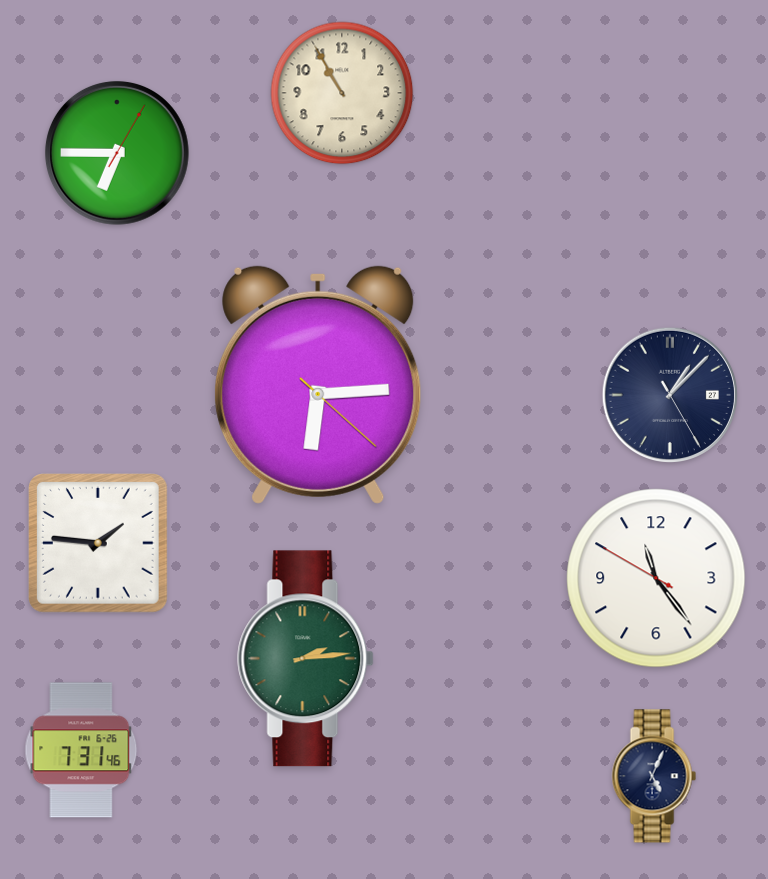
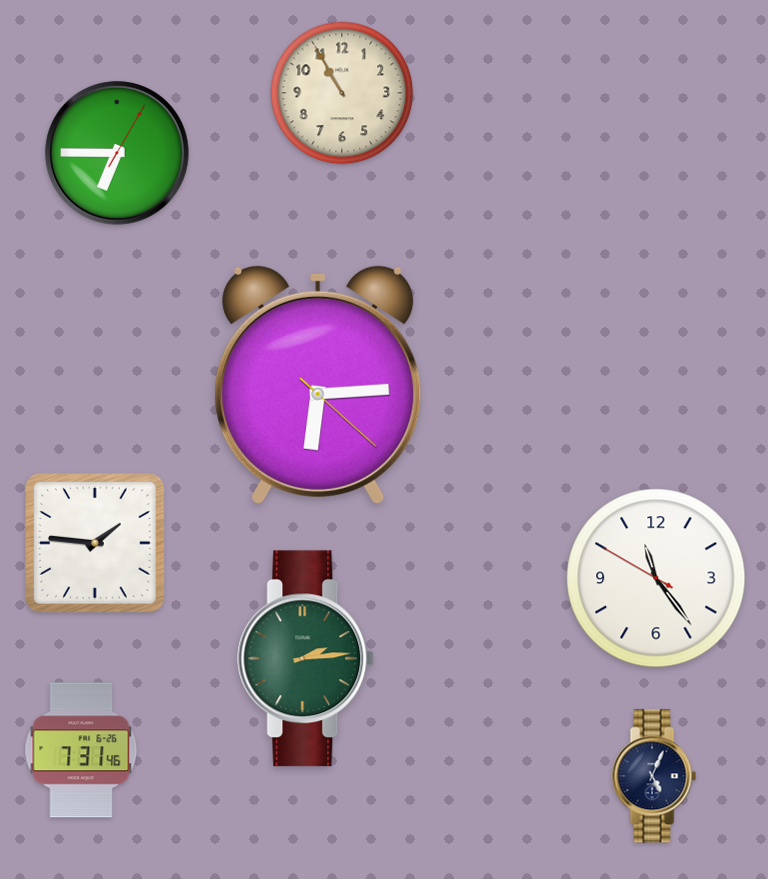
clock at (669, 394): 1:07 -> none
clock at (99, 544) position: (99, 544) -> (96, 544)
